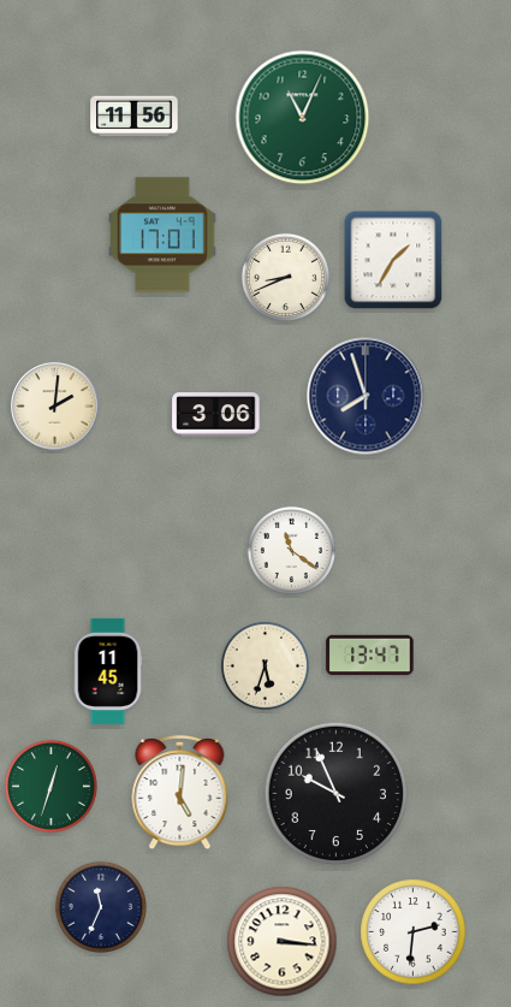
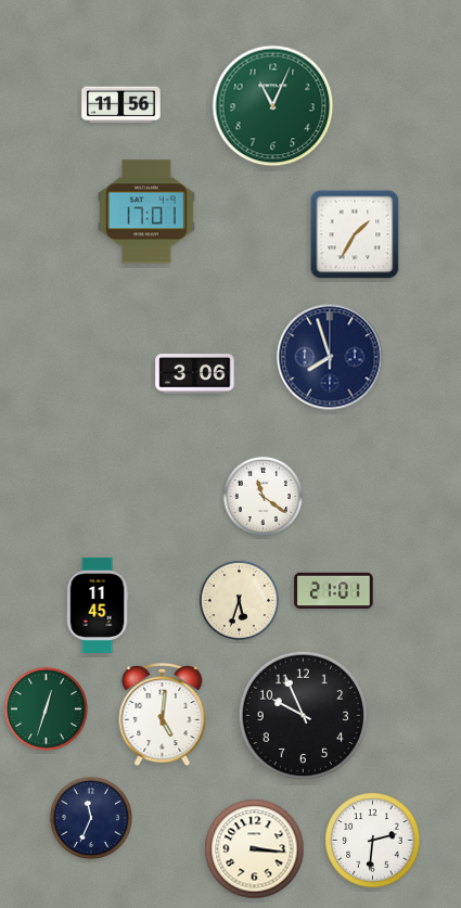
clock at (285, 277): 8:41 -> none
clock at (55, 407): 2:01 -> none
clock at (370, 656): 13:47 -> 21:01
